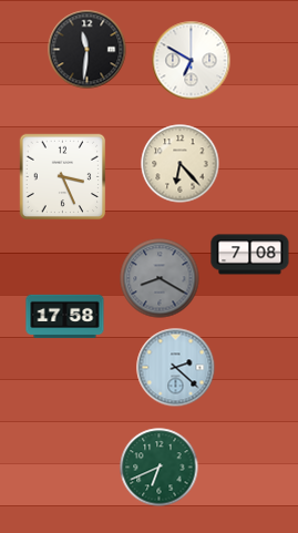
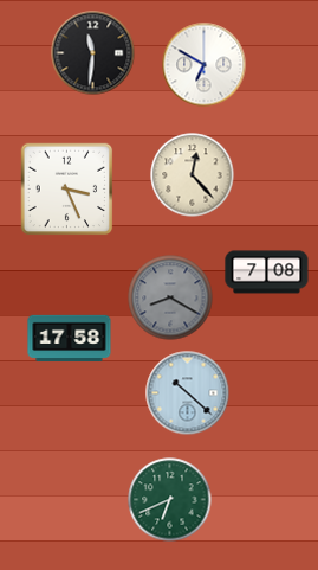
clock at (181, 164): 6:23 -> 12:23
clock at (176, 368): 2:22 -> 10:22
